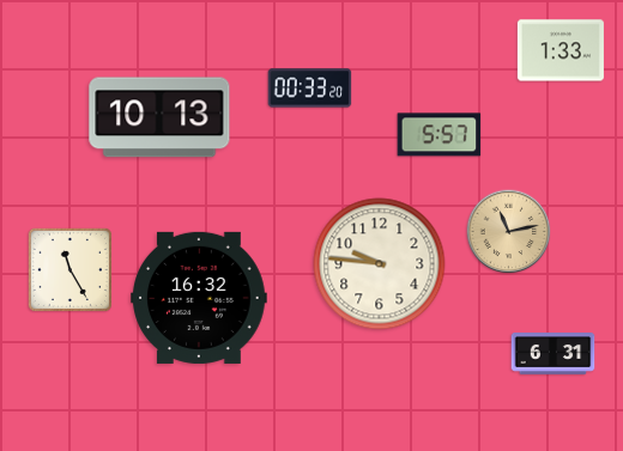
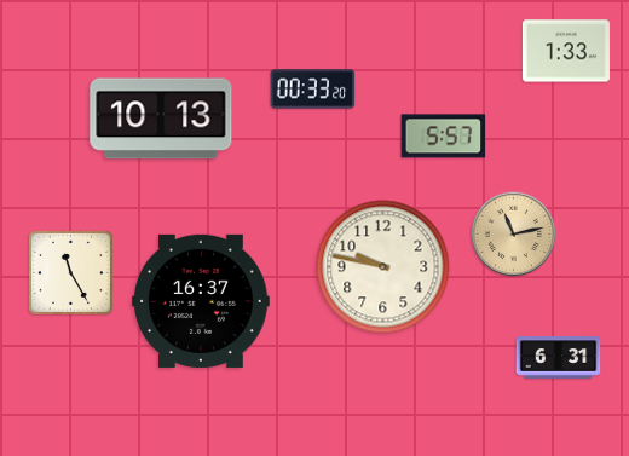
clock at (380, 264): 9:46 -> 9:47
clock at (199, 298): 16:32 -> 16:37
